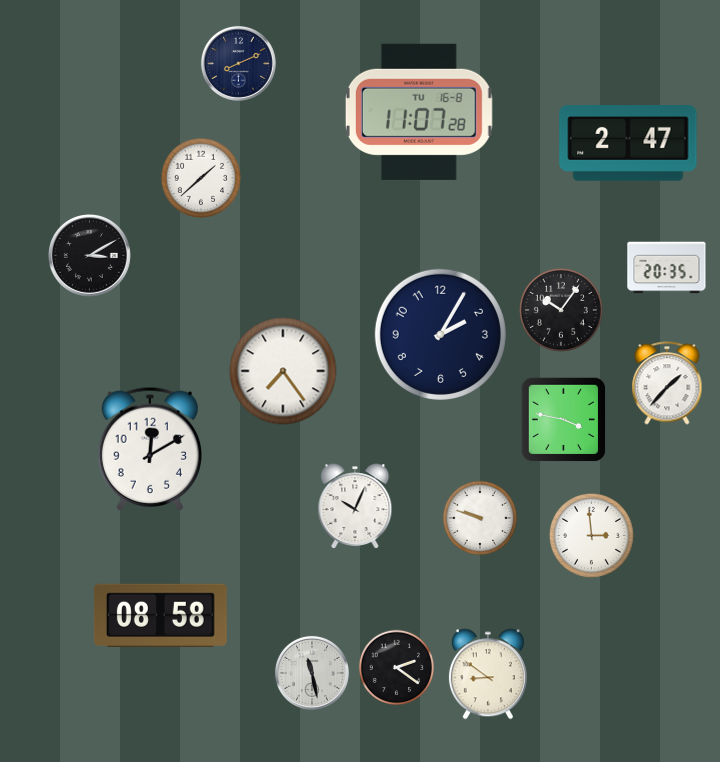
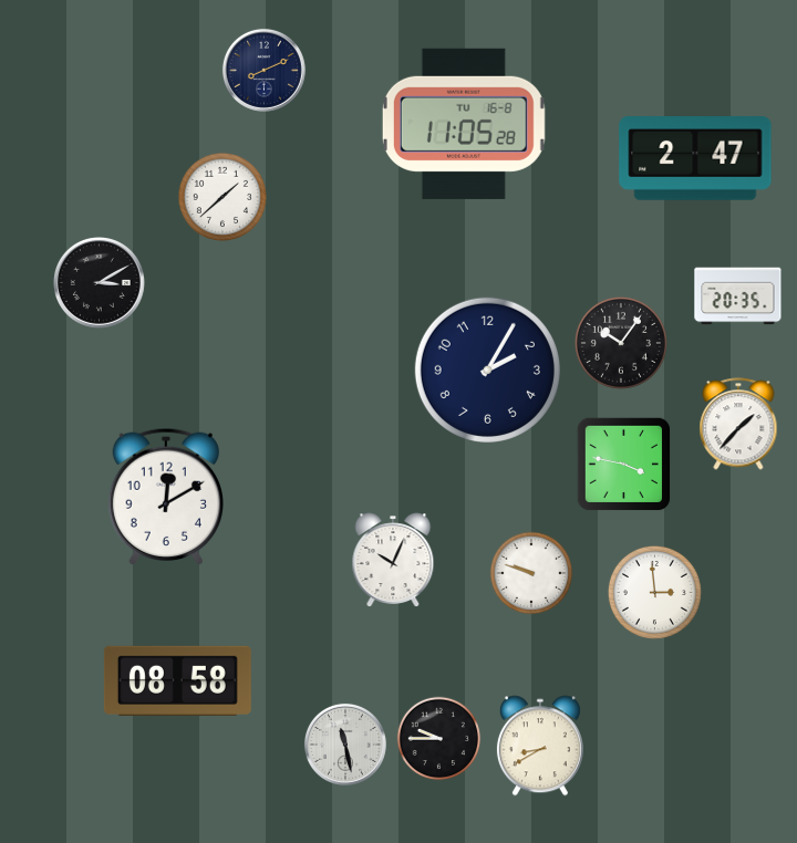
clock at (419, 112): 11:07 -> 11:05
clock at (283, 371): 7:24 -> none
clock at (397, 668): 2:21 -> 9:45
clock at (488, 674): 8:51 -> 8:40
